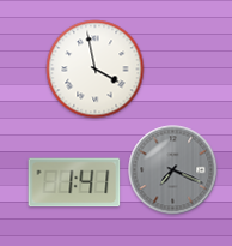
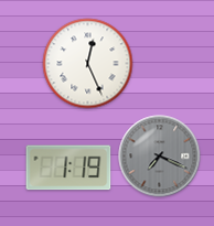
clock at (96, 70): 3:58 -> 12:26
clock at (74, 182): 1:41 -> 1:19
